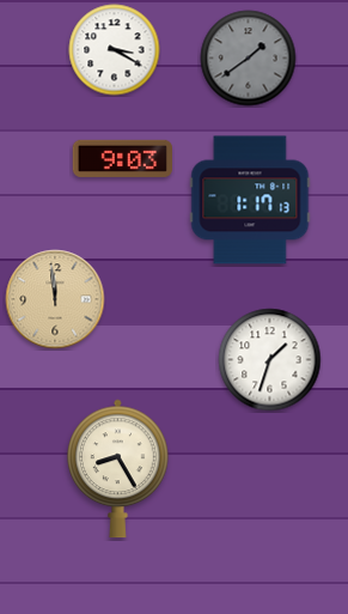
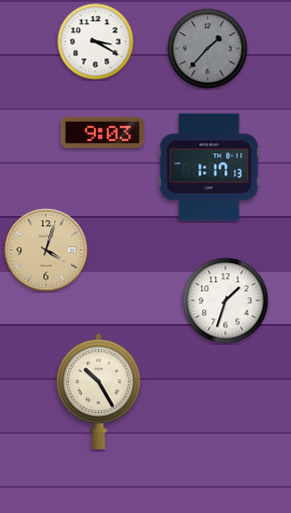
clock at (249, 59): 1:39 -> 1:37
clock at (55, 299): 11:59 -> 4:03
clock at (118, 469): 8:25 -> 10:25
